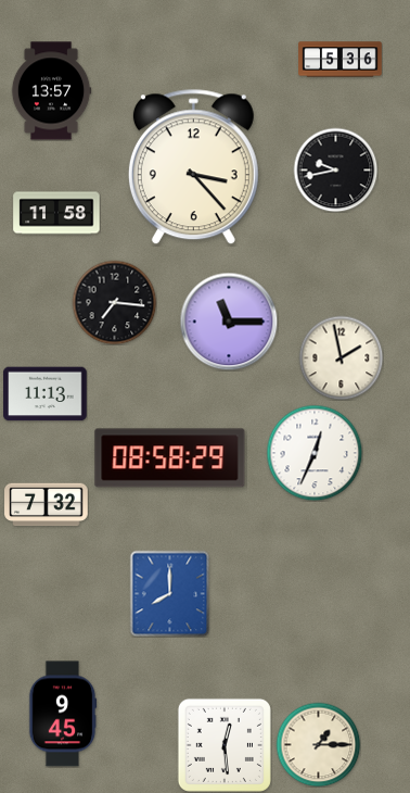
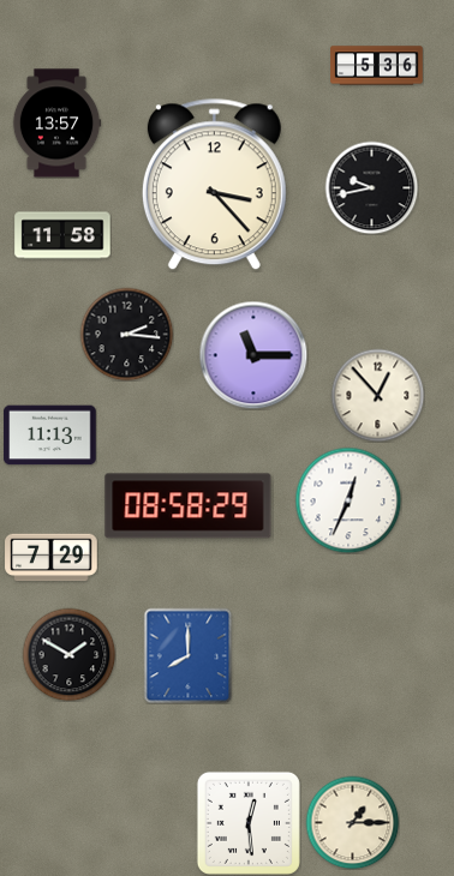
clock at (51, 91) position: (51, 91) -> (56, 124)
clock at (114, 302): 7:16 -> 2:16
clock at (341, 357): 1:58 -> 12:53
clock at (47, 505): 7:32 -> 7:29
clock at (68, 654): none -> 1:50
clock at (63, 714): 9:45 -> none
